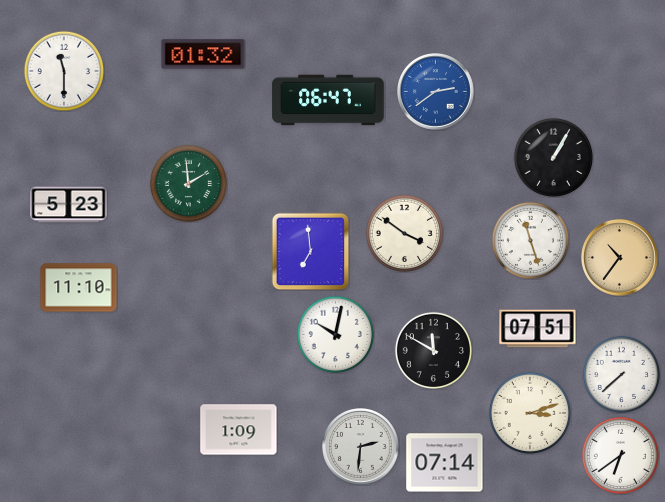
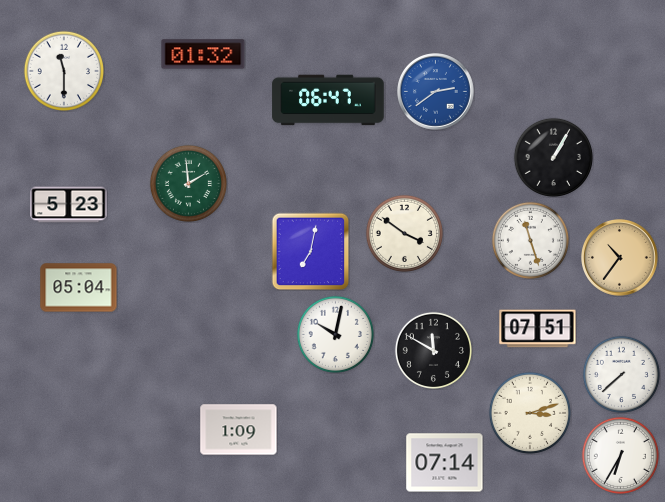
clock at (310, 251): 6:59 -> 7:02
clock at (79, 288): 11:10 -> 05:04
clock at (361, 447): 2:31 -> none
clock at (620, 455): 6:39 -> 6:35
